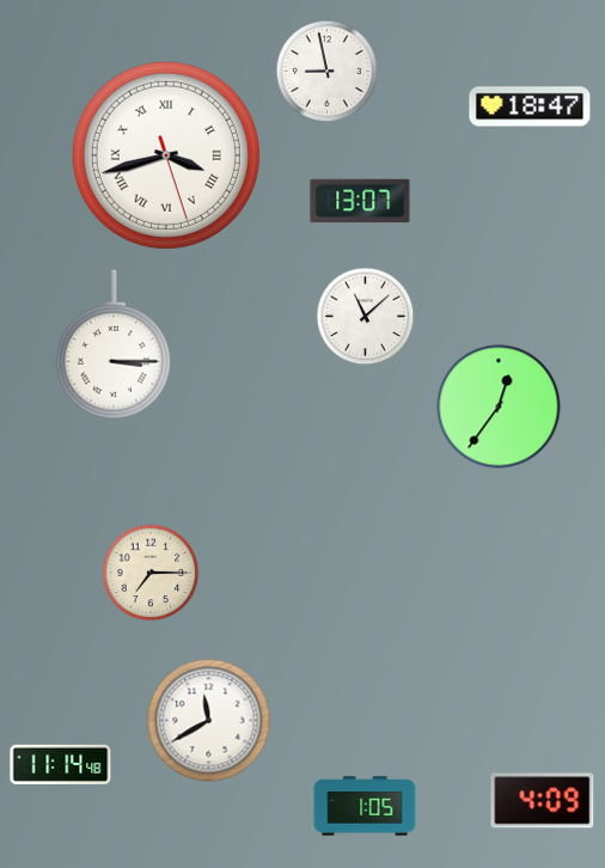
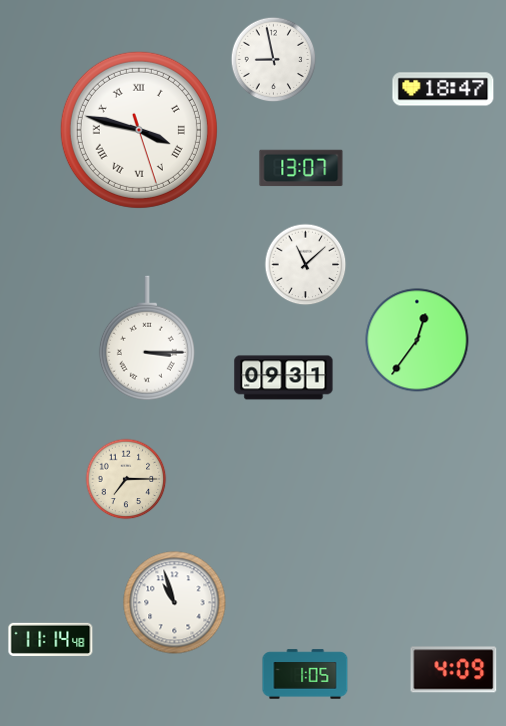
clock at (166, 155): 3:42 -> 3:47
clock at (114, 344) position: (114, 344) -> (147, 338)
clock at (284, 378): none -> 09:31
clock at (209, 721): 11:40 -> 10:57
